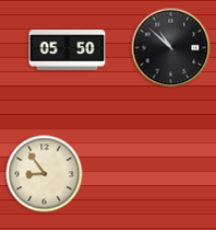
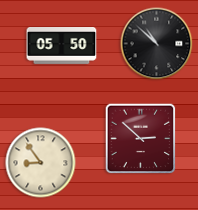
clock at (141, 139): none -> 2:52
clock at (45, 174) position: (45, 174) -> (41, 163)
